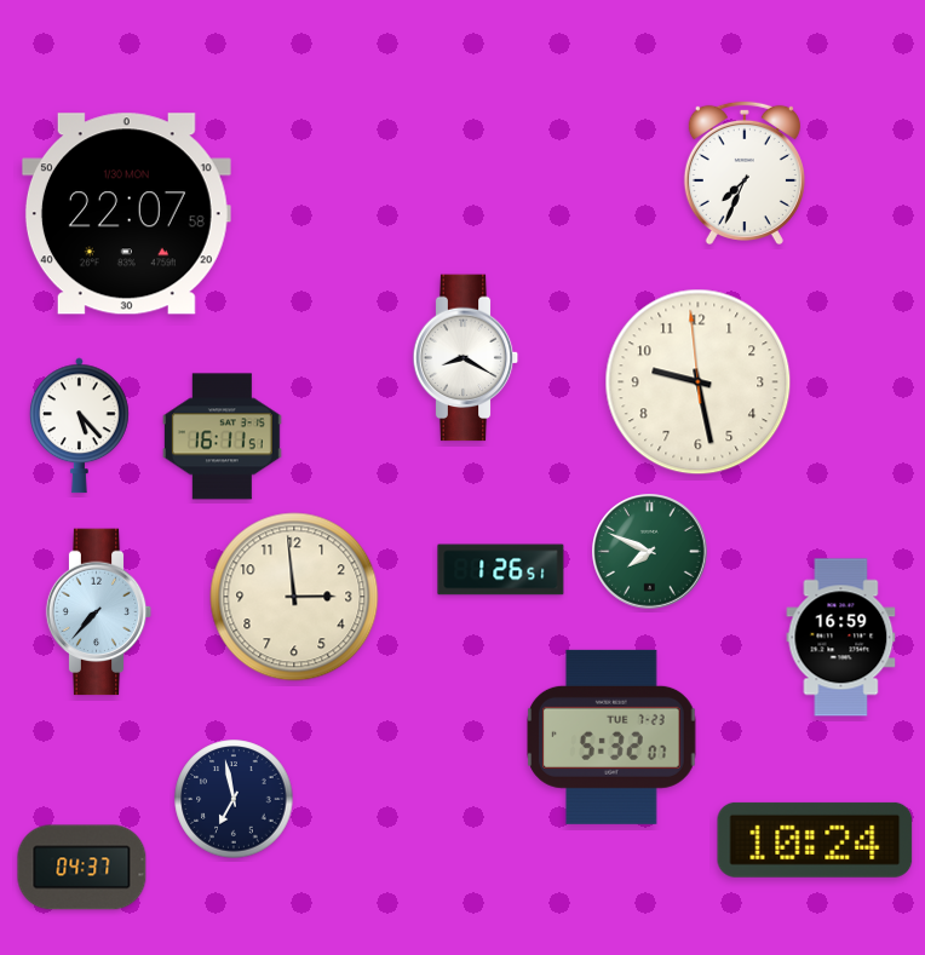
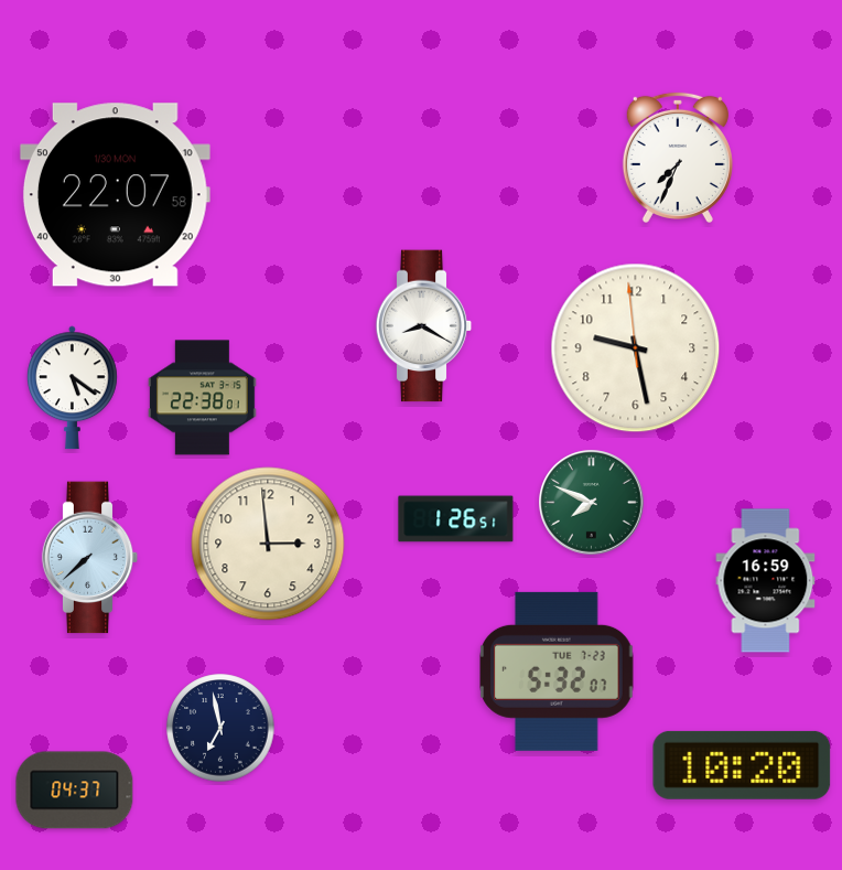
clock at (79, 426): 5:23 -> 5:21
clock at (222, 437): 16:11 -> 22:38
clock at (99, 612): 7:37 -> 7:38
clock at (234, 799) position: (234, 799) -> (220, 728)
clock at (815, 840): 10:24 -> 10:20
